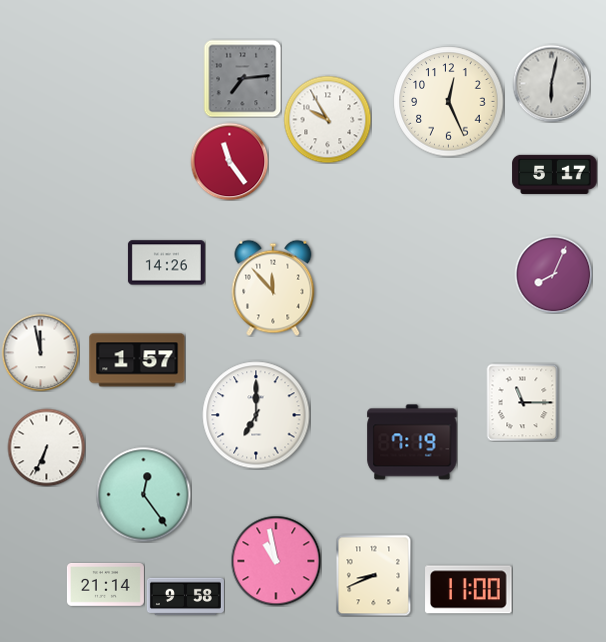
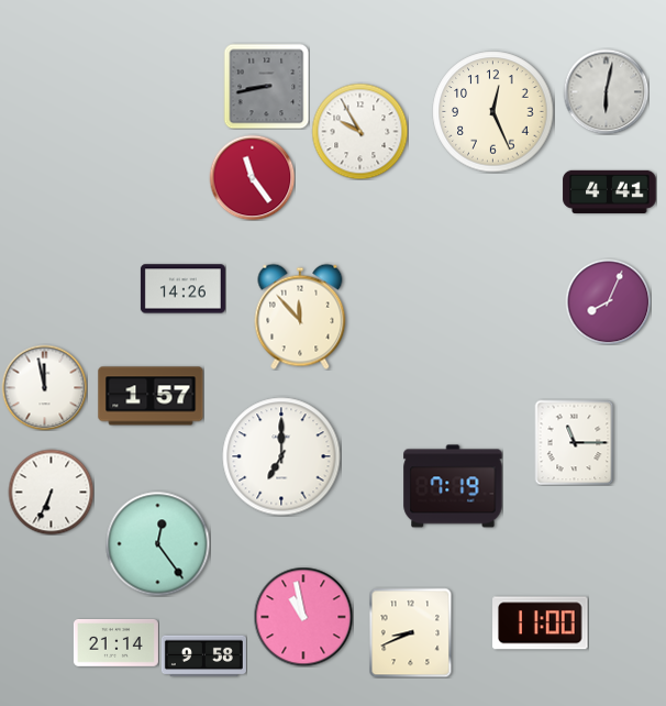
clock at (242, 78): 7:14 -> 8:43
clock at (555, 174): 5:17 -> 4:41
clock at (469, 590) position: (469, 590) -> (541, 624)
